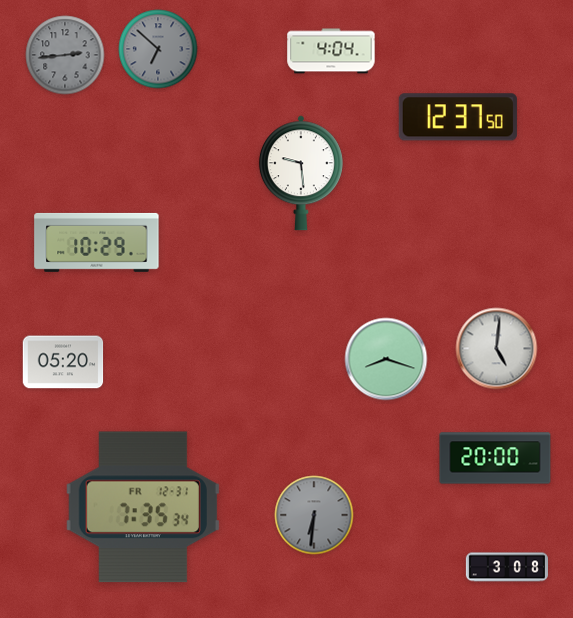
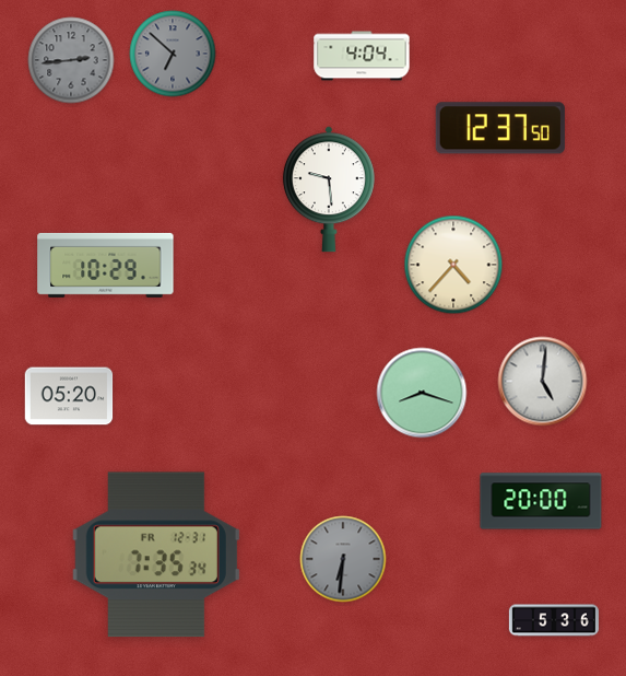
clock at (453, 265): none -> 4:37
clock at (314, 515) position: (314, 515) -> (343, 559)
clock at (507, 567): 3:08 -> 5:36
